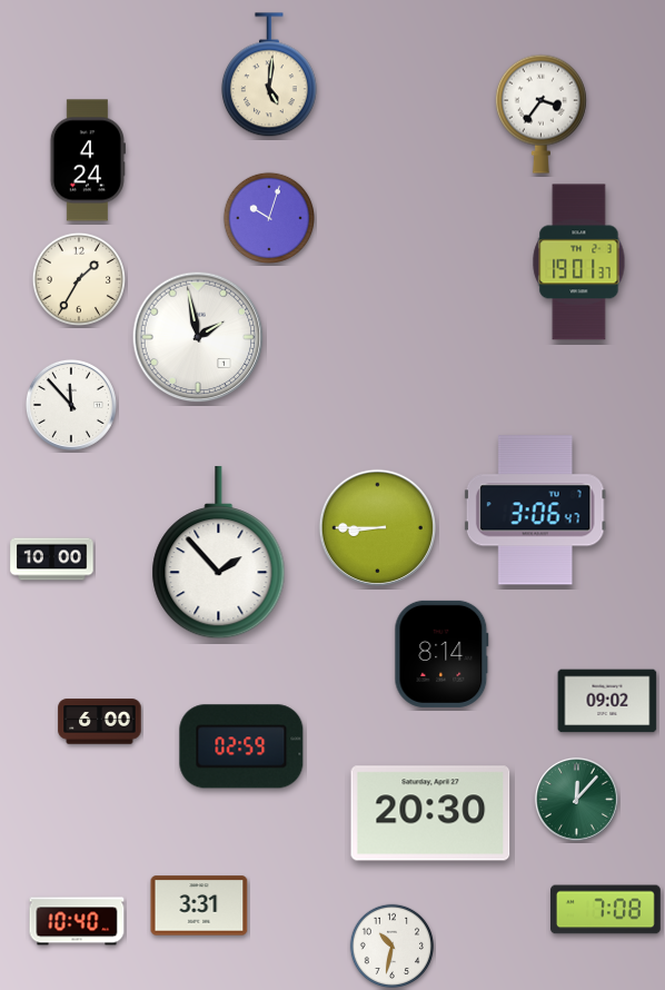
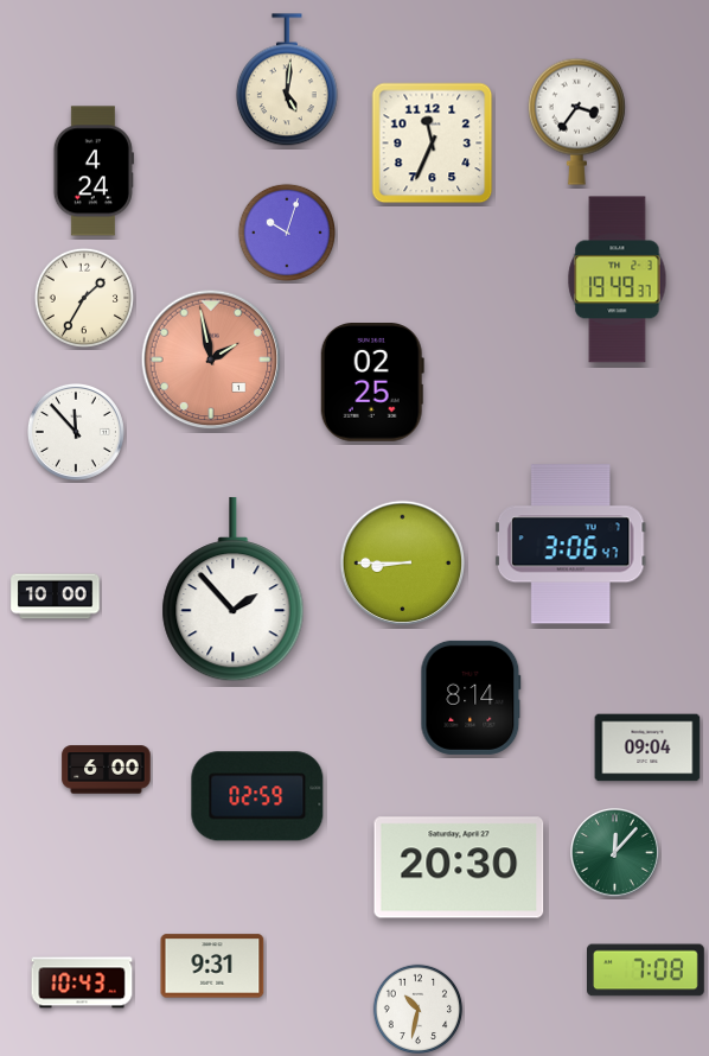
clock at (433, 144): none -> 11:34
clock at (579, 263): 19:01 -> 19:49
clock at (198, 337) dial: white -> salmon
clock at (372, 383): none -> 02:25
clock at (607, 701): 09:02 -> 09:04
clock at (199, 905): 3:31 -> 9:31
clock at (77, 921): 10:40 -> 10:43
